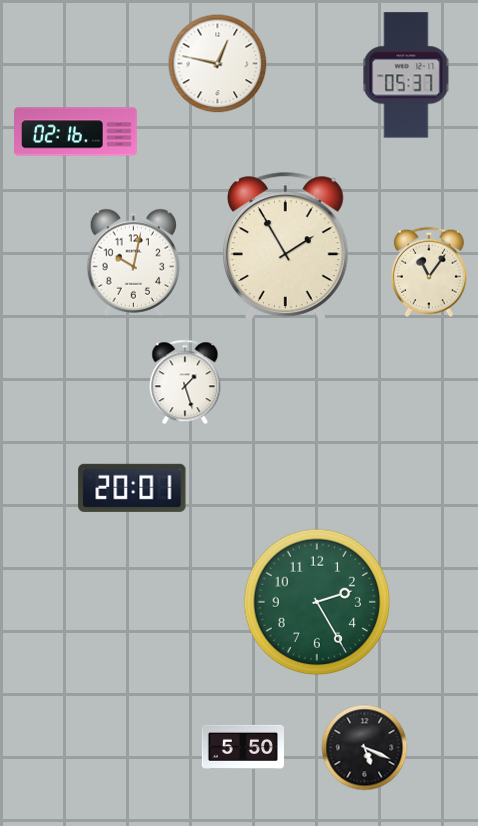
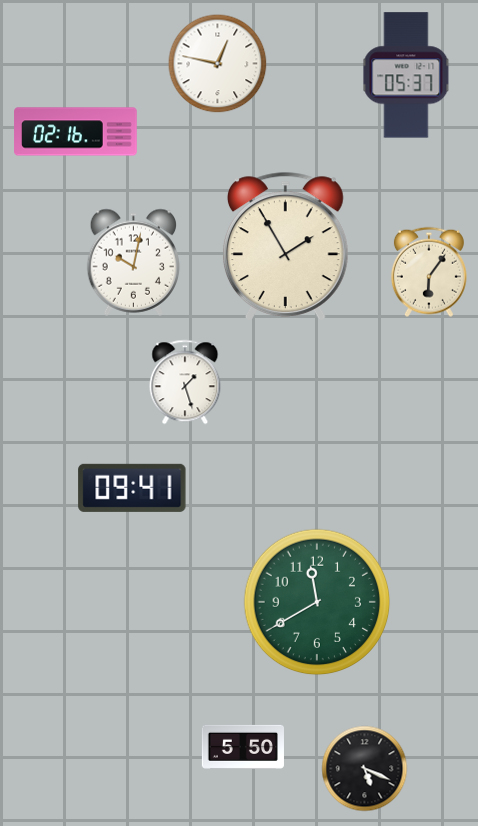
clock at (429, 272): 11:06 -> 6:06
clock at (132, 488): 20:01 -> 09:41
clock at (317, 602): 2:25 -> 11:40
clock at (365, 748) position: (365, 748) -> (365, 769)
